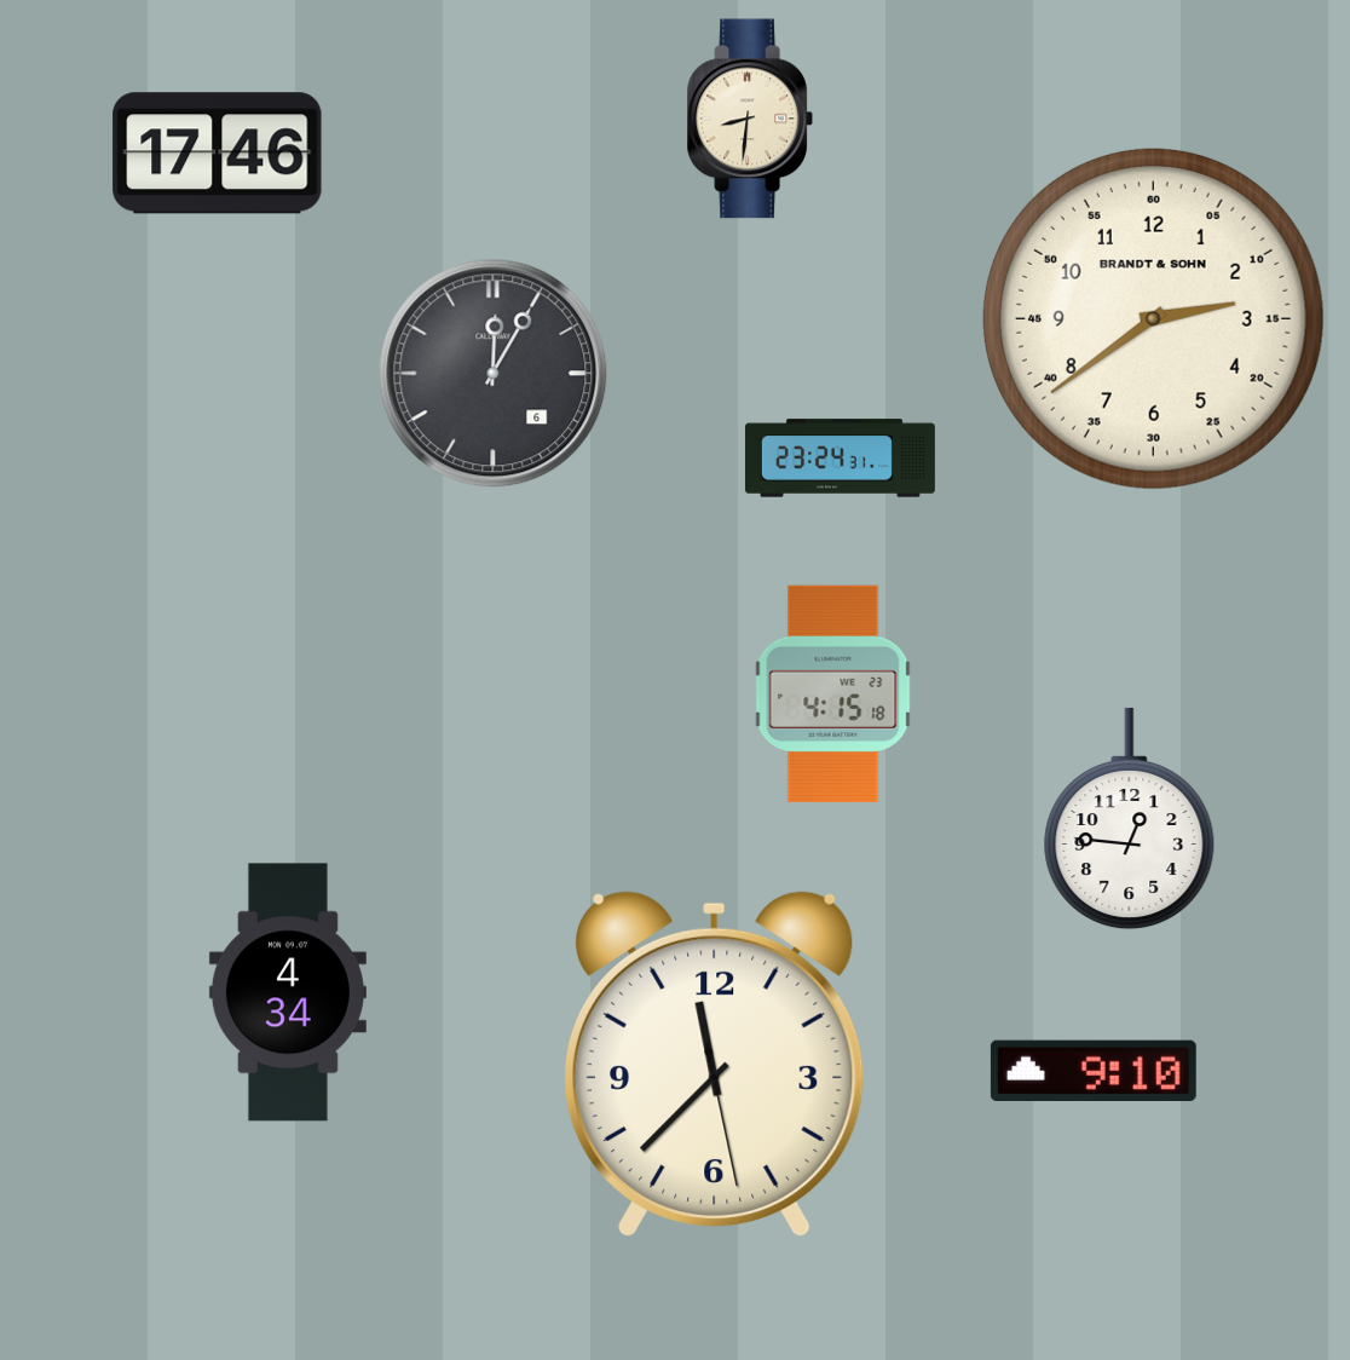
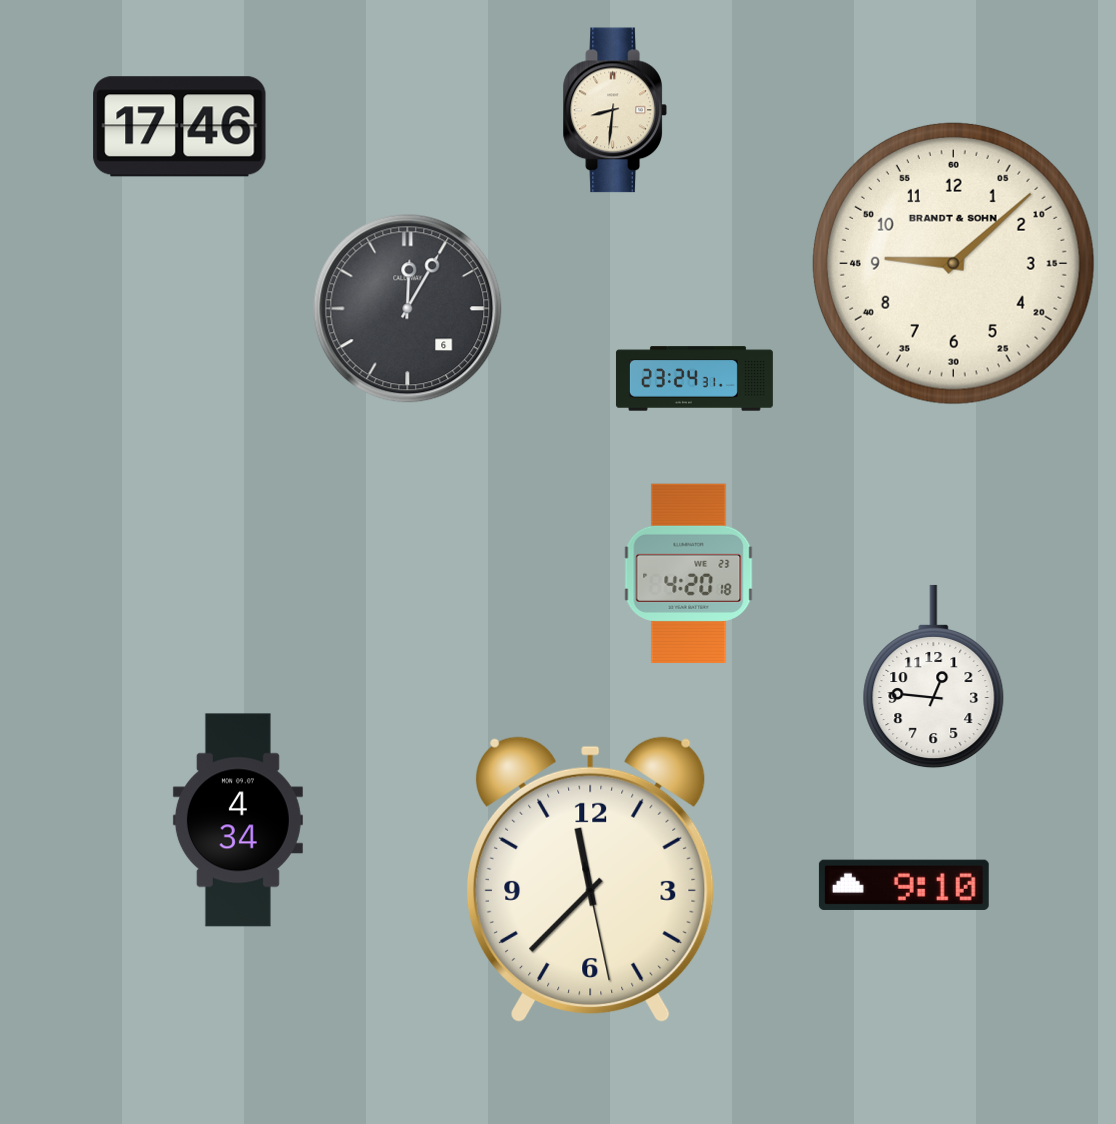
clock at (750, 119) position: (750, 119) -> (615, 110)
clock at (1153, 318): 2:39 -> 9:08
clock at (833, 693): 4:15 -> 4:20
